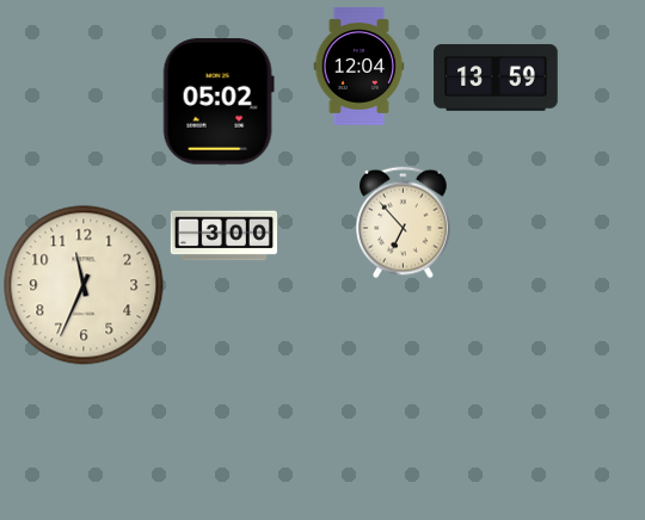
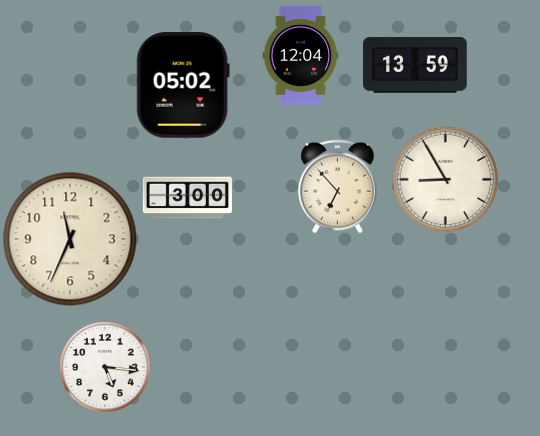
clock at (445, 179): none -> 8:55
clock at (105, 367): none -> 5:16
